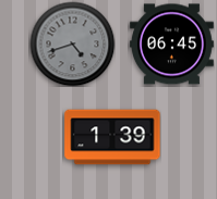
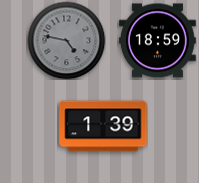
clock at (72, 43): 4:42 -> 4:47
clock at (171, 45): 06:45 -> 18:59
